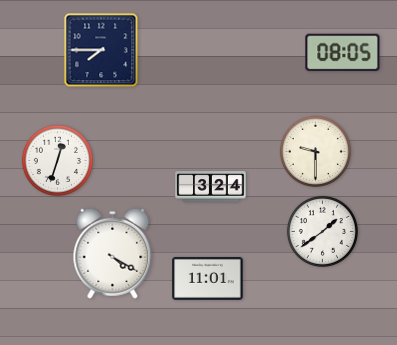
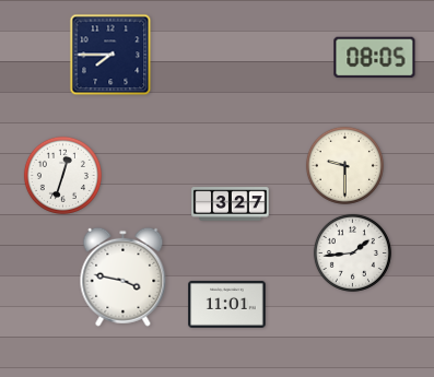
clock at (211, 187): 3:24 -> 3:27
clock at (322, 231): 1:39 -> 1:44
clock at (113, 253): 4:20 -> 3:47
